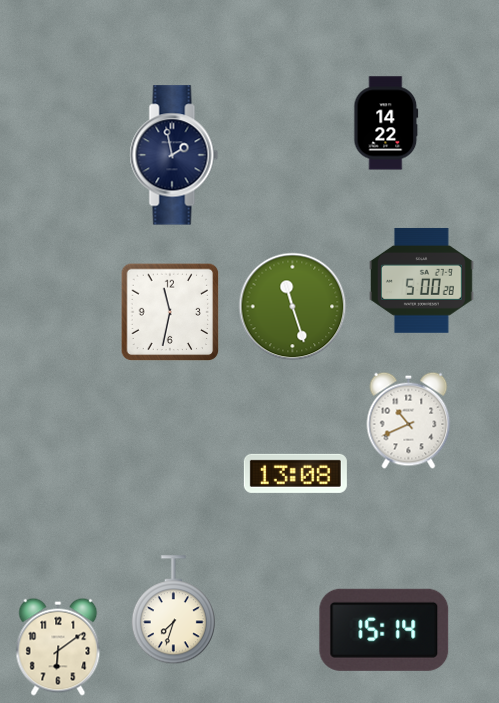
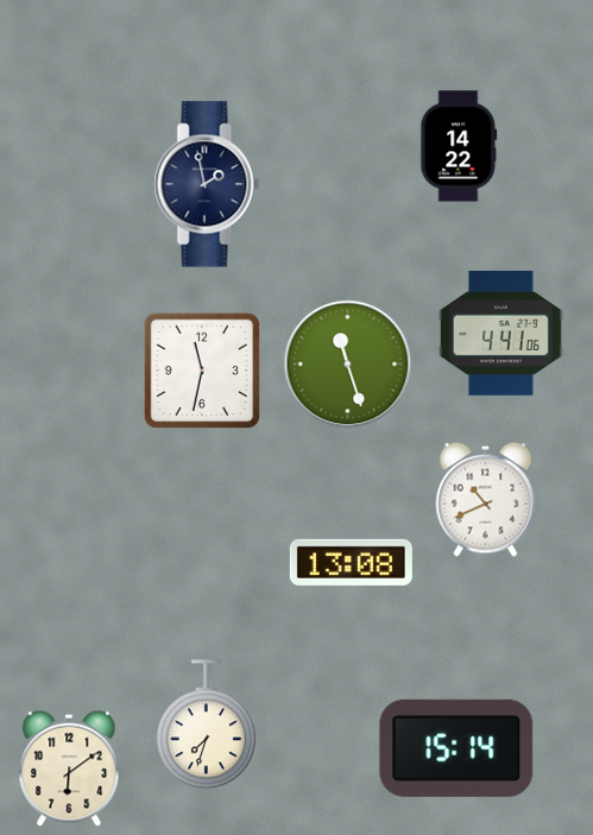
clock at (422, 281): 5:00 -> 4:41
